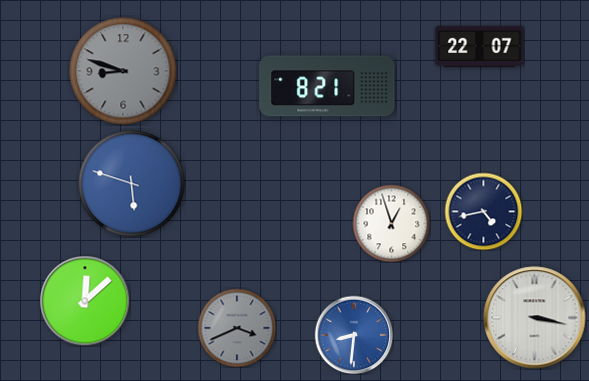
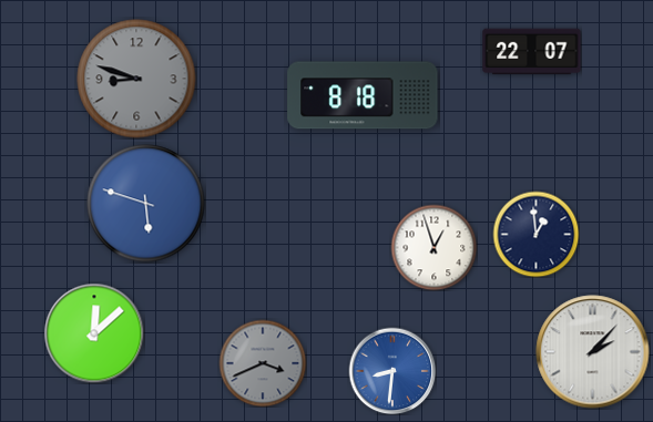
clock at (327, 86): 8:21 -> 8:18
clock at (483, 211): 4:43 -> 12:59
clock at (535, 318): 3:17 -> 2:07
